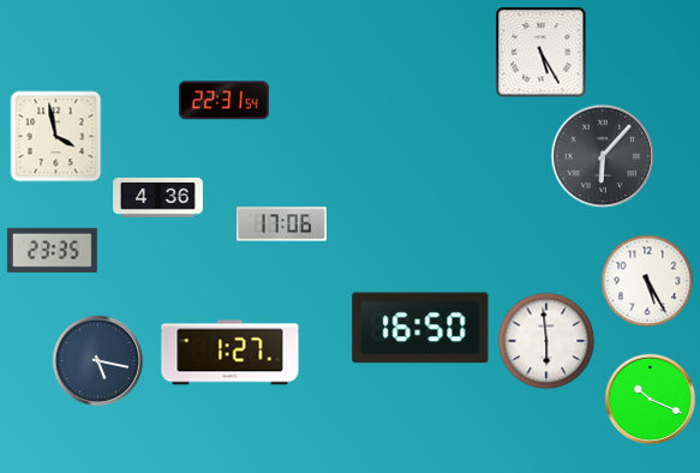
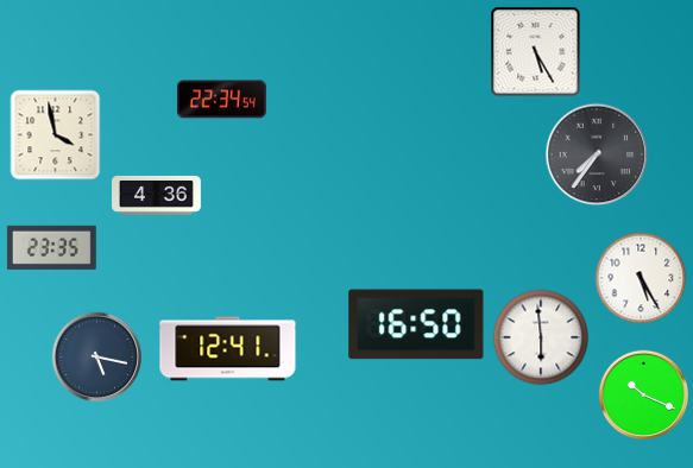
clock at (223, 101): 22:31 -> 22:34
clock at (603, 156): 6:07 -> 7:36
clock at (281, 224): 17:06 -> none
clock at (231, 353): 1:27 -> 12:41
